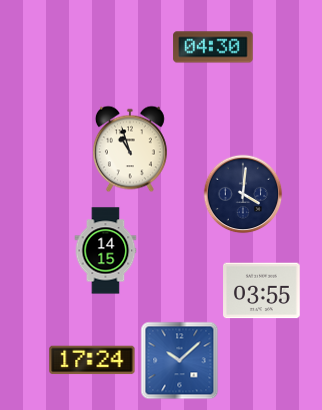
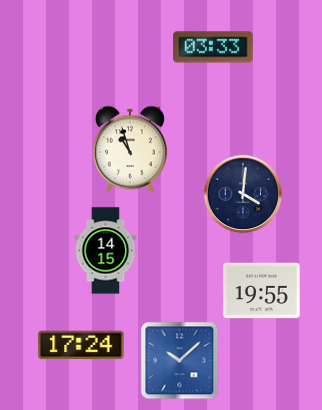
clock at (213, 47): 04:30 -> 03:33
clock at (262, 291): 03:55 -> 19:55
clock at (92, 360) position: (92, 360) -> (81, 345)
